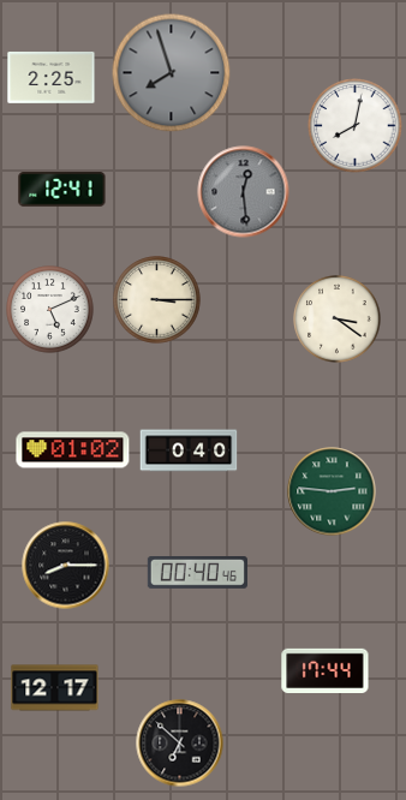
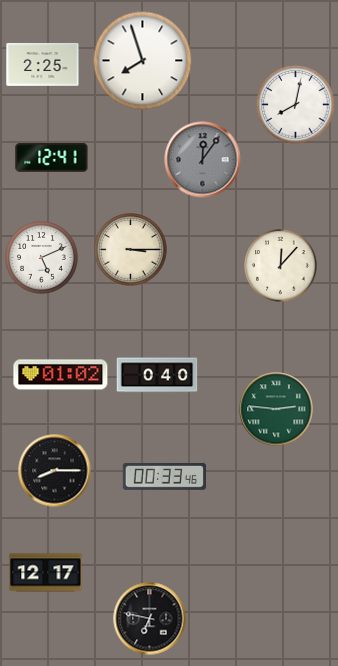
clock at (172, 73) dial: grey -> white
clock at (244, 192): 12:29 -> 12:06
clock at (338, 320): 3:21 -> 12:07
clock at (197, 573): 00:40 -> 00:33
clock at (326, 670): 17:44 -> none
clock at (180, 744): 6:52 -> 6:47
